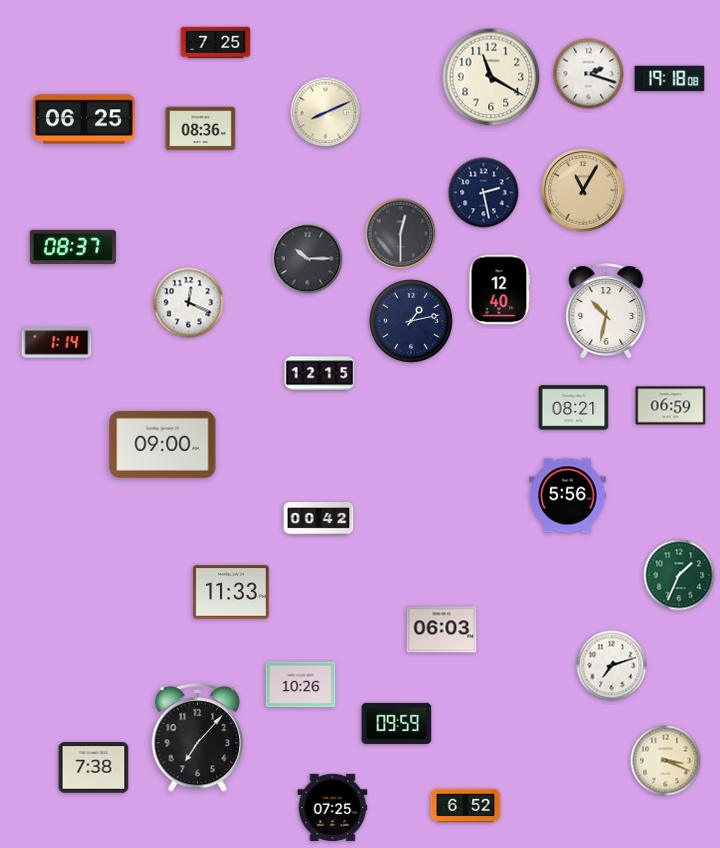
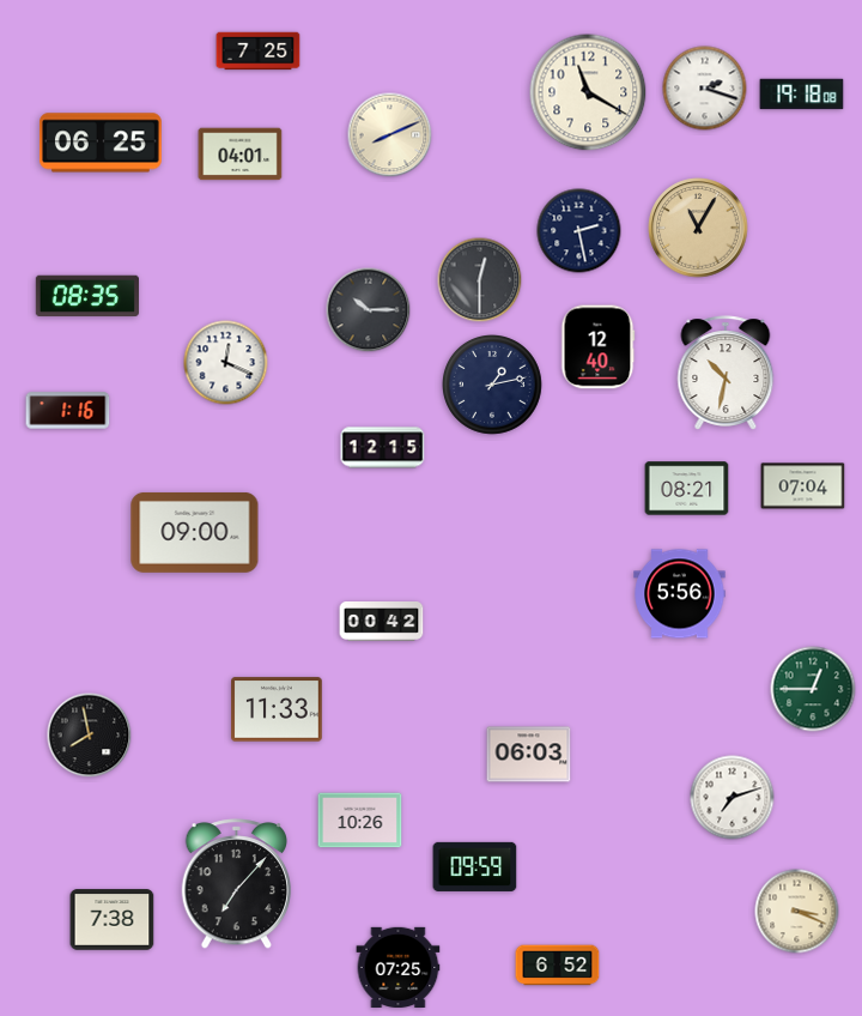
clock at (201, 129): 08:36 -> 04:01
clock at (73, 247): 08:37 -> 08:35
clock at (57, 343): 1:14 -> 1:16
clock at (671, 406): 06:59 -> 07:04
clock at (679, 575): 1:34 -> 12:45
clock at (90, 736): none -> 7:58
